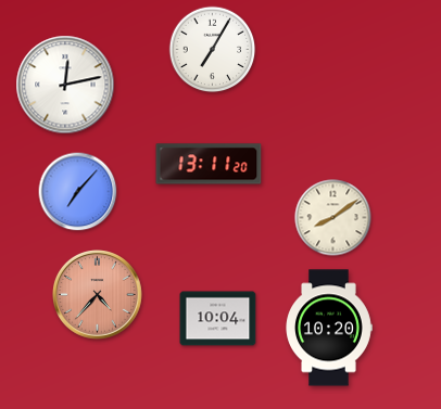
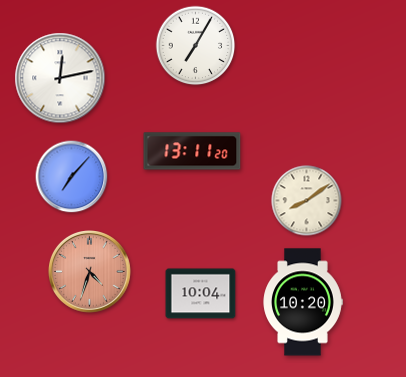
clock at (98, 295): 4:37 -> 4:33
